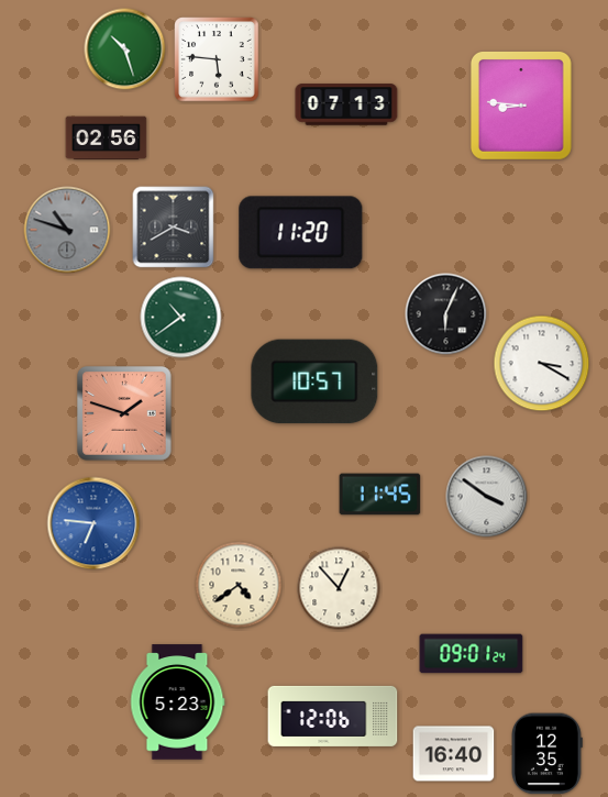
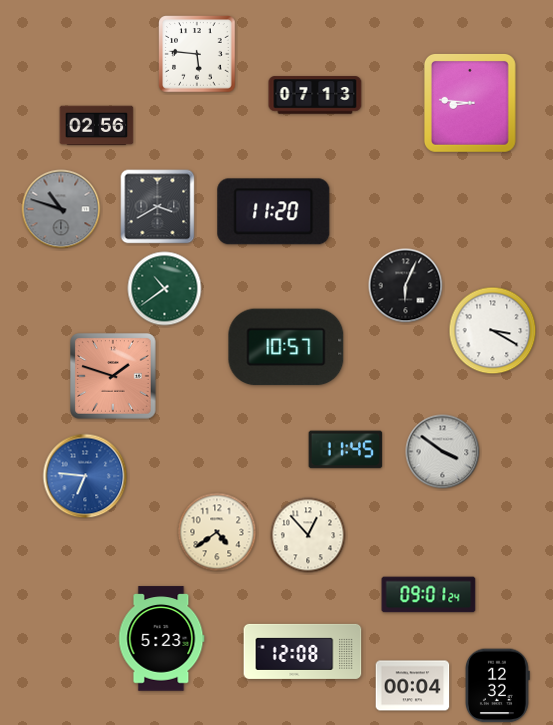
clock at (125, 49): 10:27 -> none
clock at (521, 106) position: (521, 106) -> (470, 103)
clock at (333, 716): 12:06 -> 12:08
clock at (454, 754): 16:40 -> 00:04
clock at (548, 754): 12:35 -> 12:32
